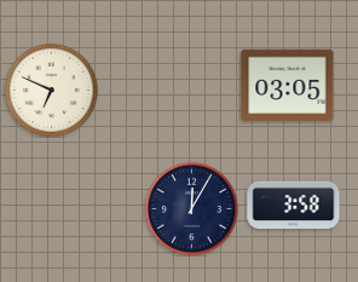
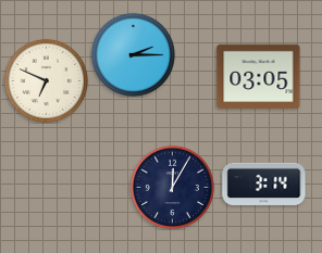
clock at (133, 54): none -> 2:15
clock at (294, 205): 3:58 -> 3:14
